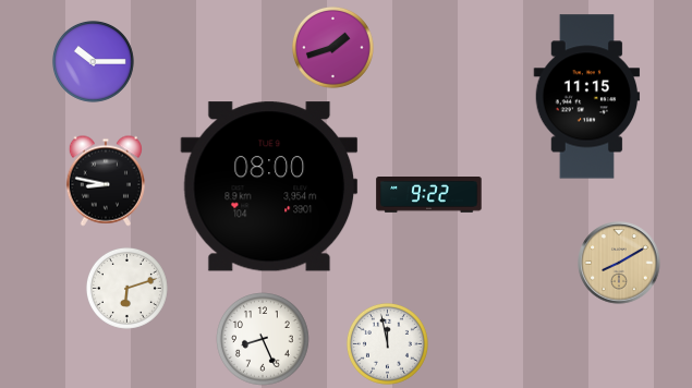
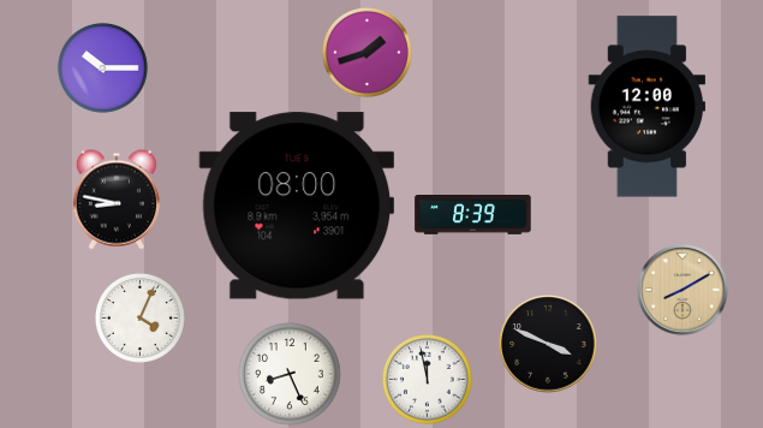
clock at (587, 97): 11:15 -> 12:00
clock at (429, 195): 9:22 -> 8:39
clock at (126, 288): 6:12 -> 4:04
clock at (548, 344): none -> 3:49
